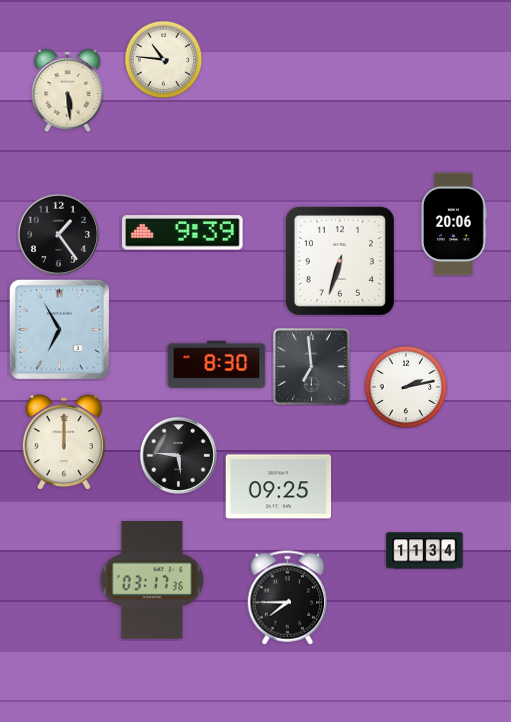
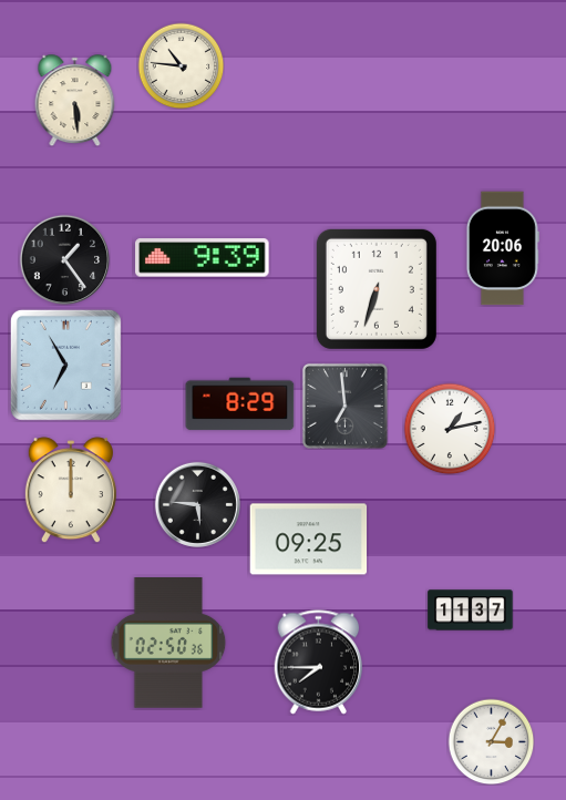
clock at (217, 365): 8:30 -> 8:29
clock at (406, 387): 2:13 -> 1:13
clock at (425, 551): 11:34 -> 11:37
clock at (152, 581): 03:17 -> 02:50
clock at (491, 741): none -> 3:05
